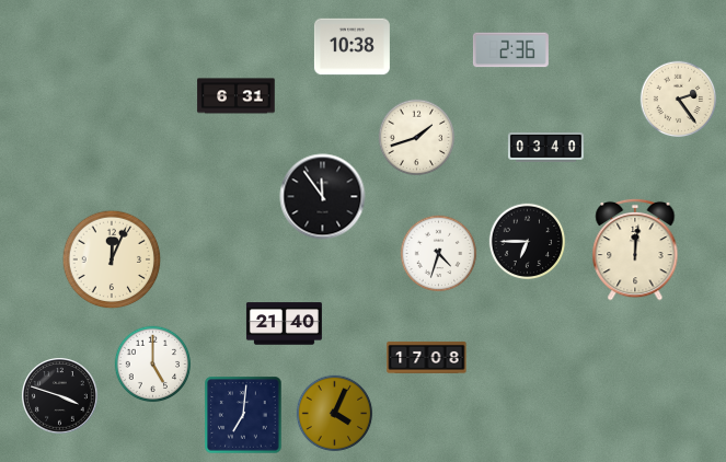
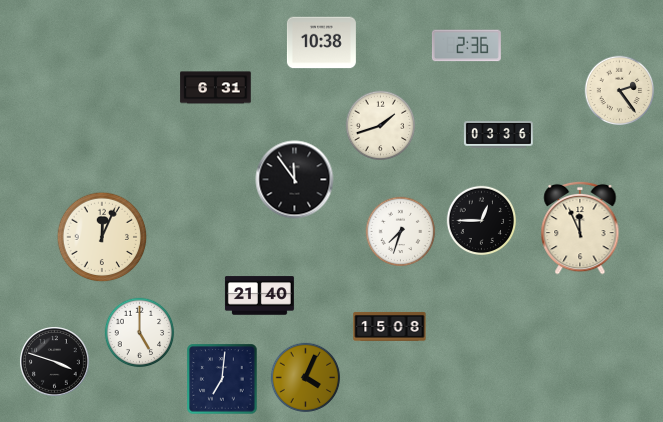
clock at (545, 148): 03:40 -> 03:36
clock at (528, 242): 6:45 -> 12:45
clock at (635, 250): 12:01 -> 11:56
clock at (439, 254): 4:33 -> 7:33
clock at (427, 357): 17:08 -> 15:08
